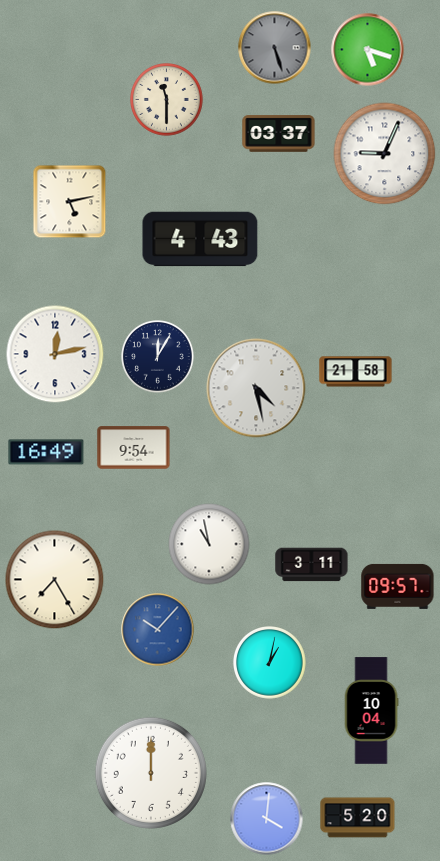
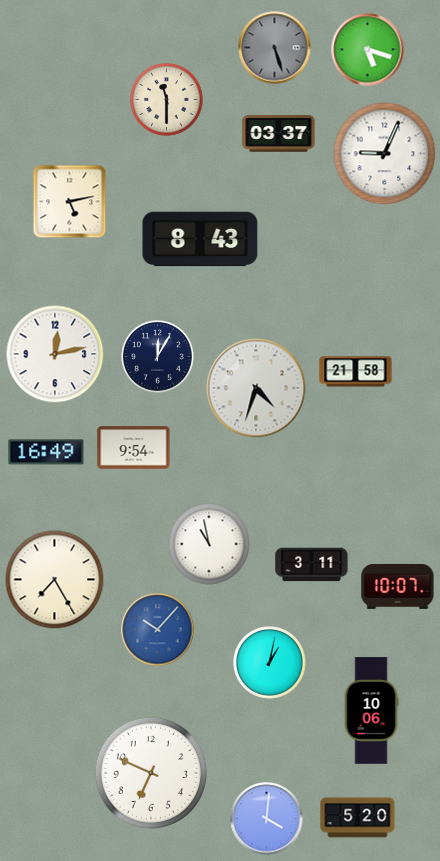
clock at (200, 239): 4:43 -> 8:43
clock at (256, 388): 4:28 -> 4:33
clock at (398, 586): 09:57 -> 10:07
clock at (371, 711): 10:04 -> 10:06
clock at (151, 773): 12:00 -> 6:49
